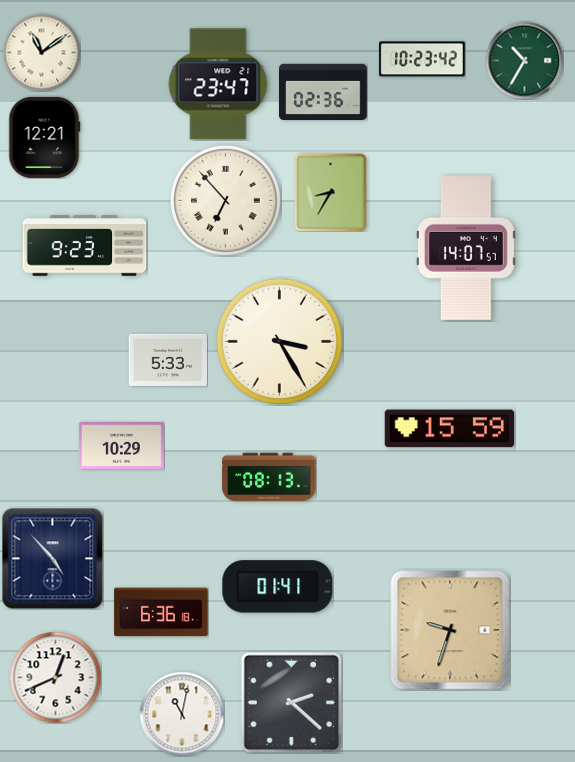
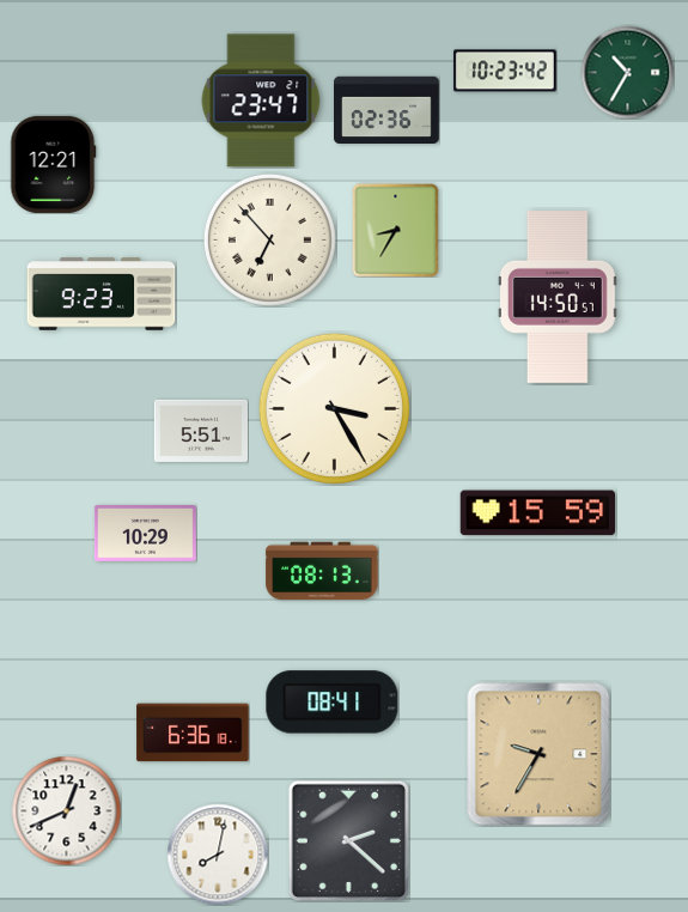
clock at (41, 52): 11:09 -> none
clock at (466, 249): 14:07 -> 14:50
clock at (167, 360): 5:33 -> 5:51
clock at (52, 558): 4:53 -> none
clock at (278, 587): 01:41 -> 08:41
clock at (450, 630): 9:33 -> 9:35
clock at (182, 714): 11:02 -> 8:02
